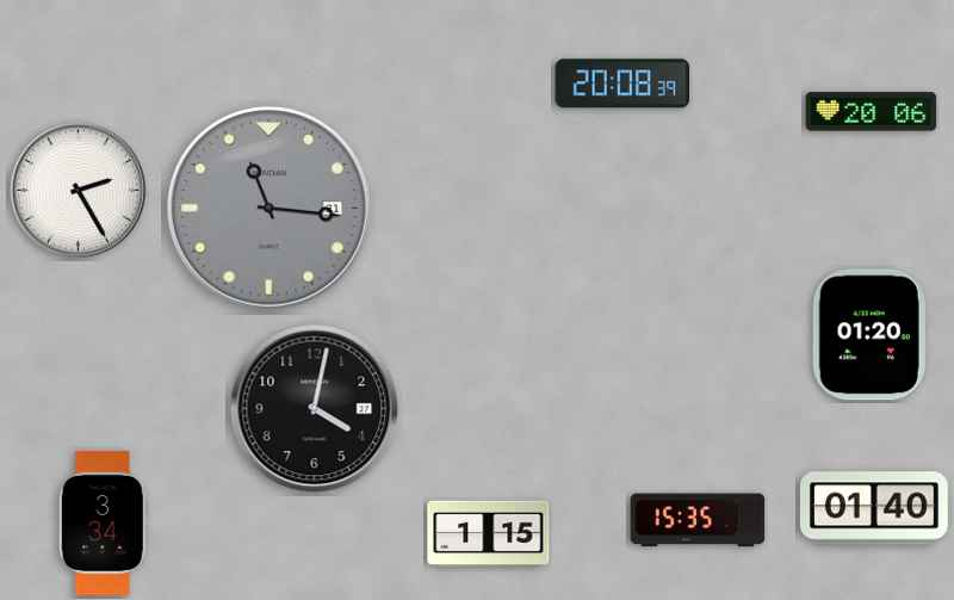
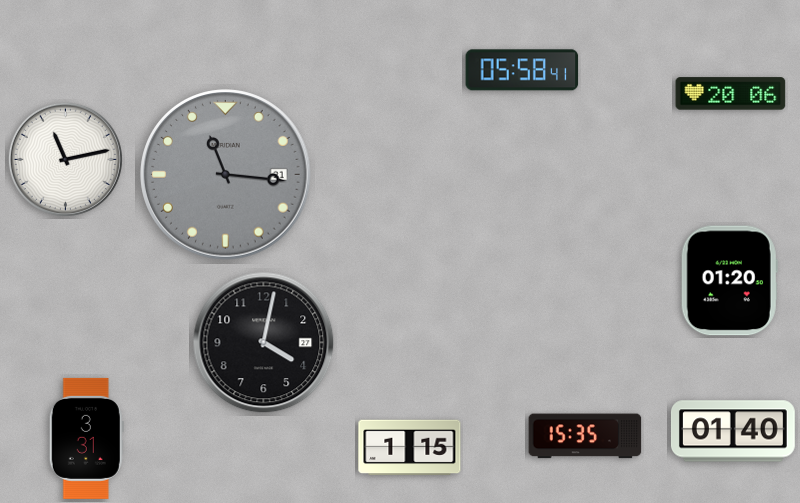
clock at (622, 83): 20:08 -> 05:58
clock at (78, 190): 2:25 -> 11:13
clock at (874, 508) position: (874, 508) -> (733, 431)
clock at (103, 522): 3:34 -> 3:31
